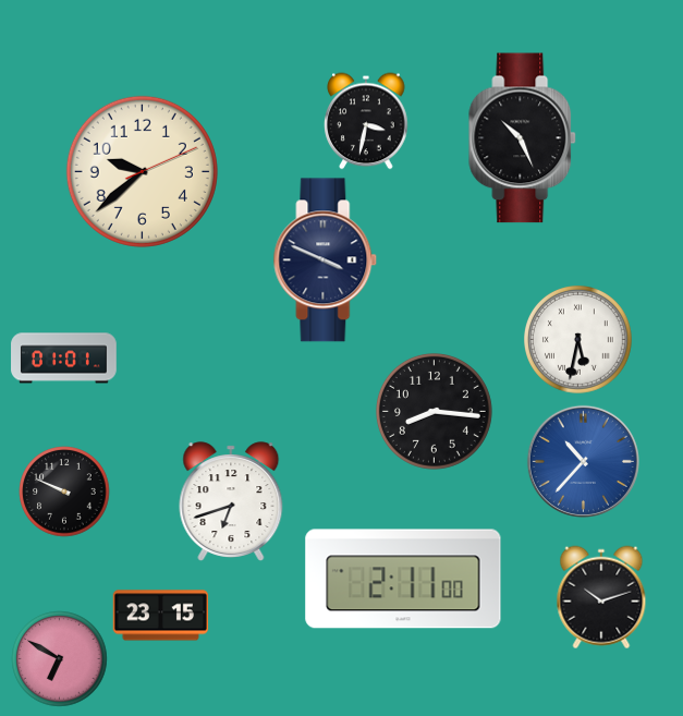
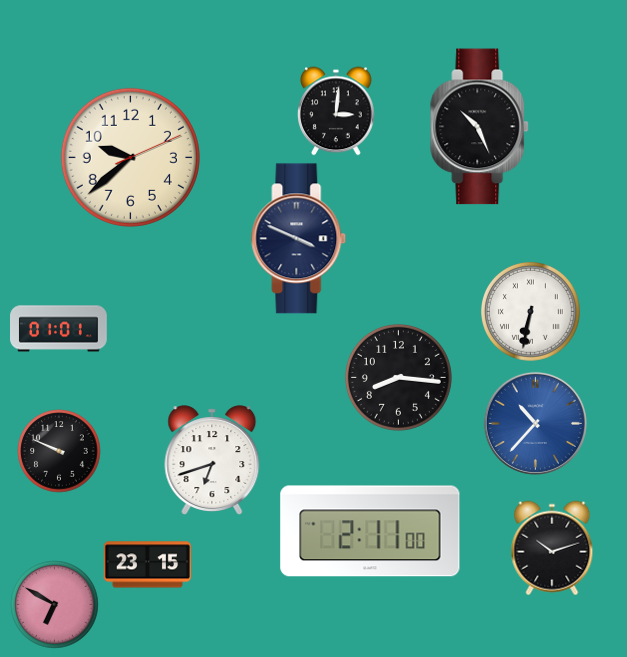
clock at (366, 121): 3:32 -> 3:01
clock at (578, 340): 5:32 -> 6:32
